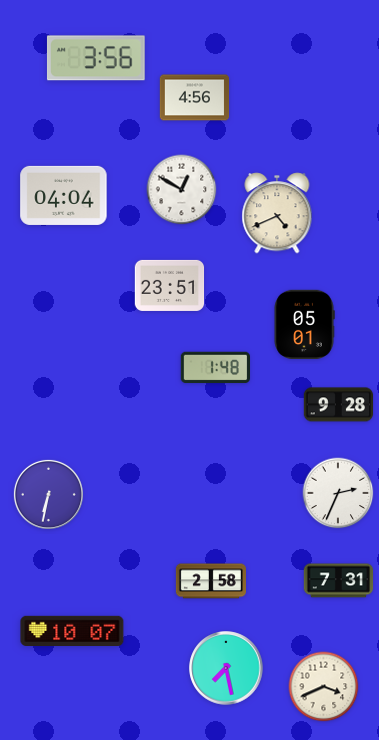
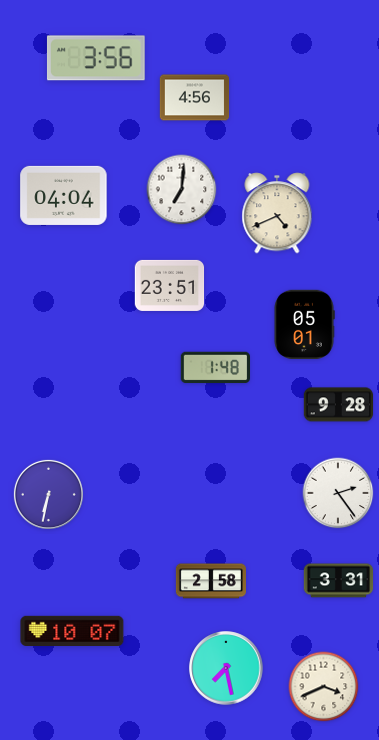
clock at (182, 190): 12:50 -> 7:01
clock at (338, 493): 2:34 -> 2:24
clock at (339, 581): 7:31 -> 3:31
